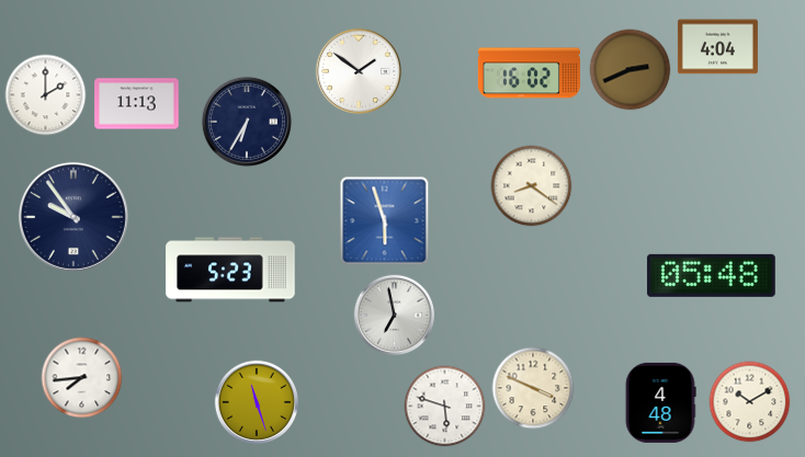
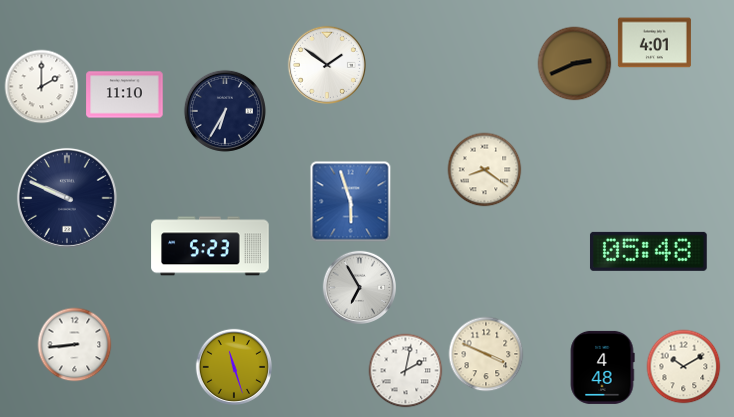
clock at (717, 47): 4:04 -> 4:01
clock at (529, 73): 16:02 -> none
clock at (137, 104): 11:13 -> 11:10
clock at (73, 217): 9:54 -> 9:49
clock at (394, 315): 6:58 -> 6:55
clock at (82, 378): 7:44 -> 8:44
clock at (445, 407): 5:48 -> 2:02
